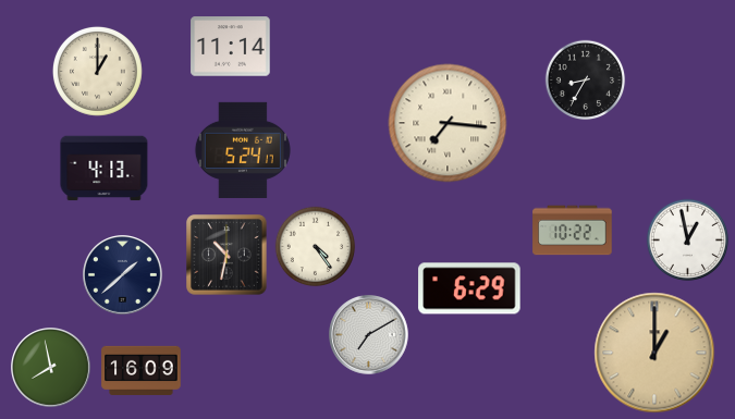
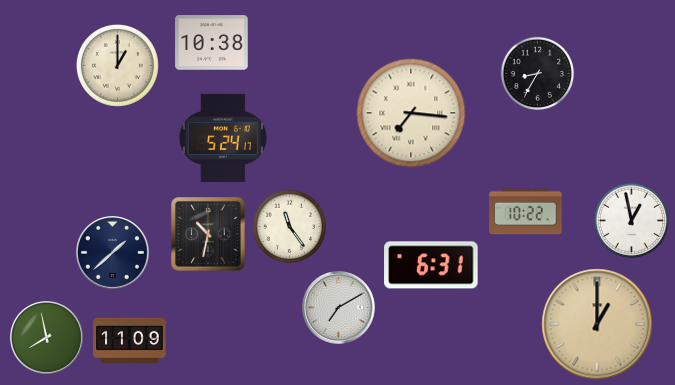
clock at (231, 47): 11:14 -> 10:38
clock at (97, 71) position: (97, 71) -> (117, 65)
clock at (105, 169): 4:13 -> none
clock at (316, 247): 4:24 -> 11:24
clock at (469, 288): 6:29 -> 6:31
clock at (654, 353) position: (654, 353) -> (597, 324)
clock at (142, 370): 16:09 -> 11:09
